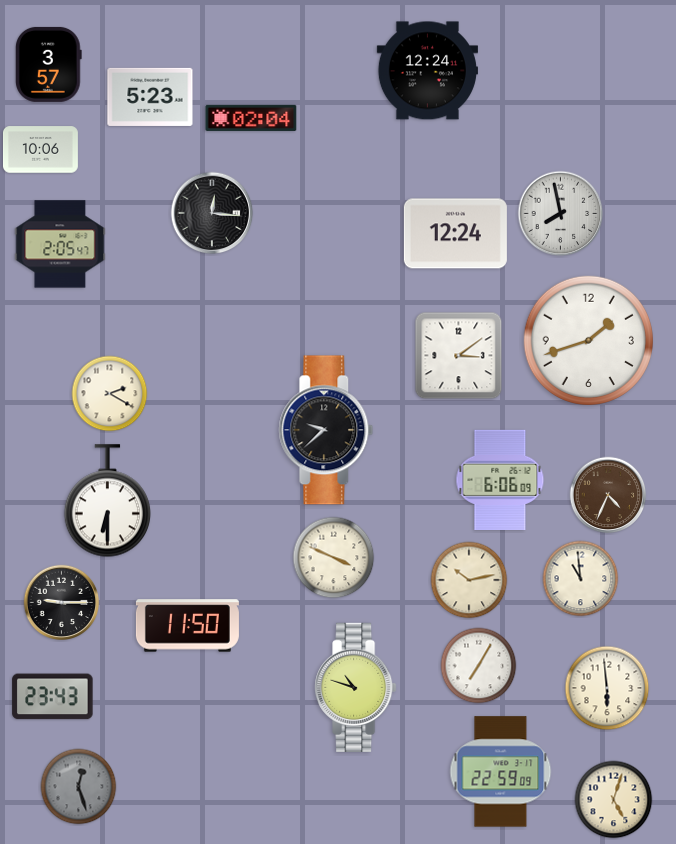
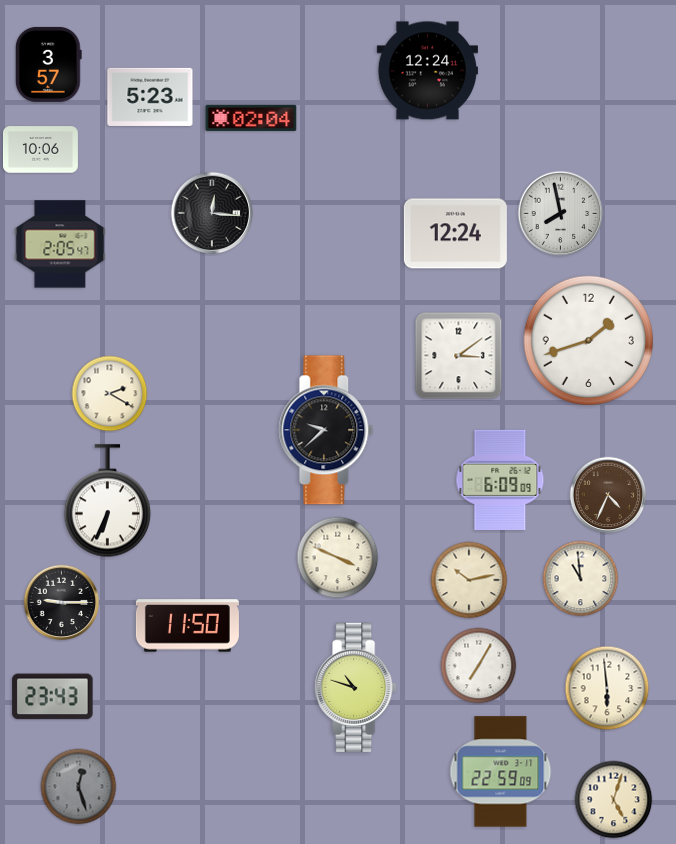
clock at (500, 480): 6:06 -> 6:09
clock at (107, 501): 6:30 -> 6:34
clock at (334, 558) position: (334, 558) -> (338, 558)
